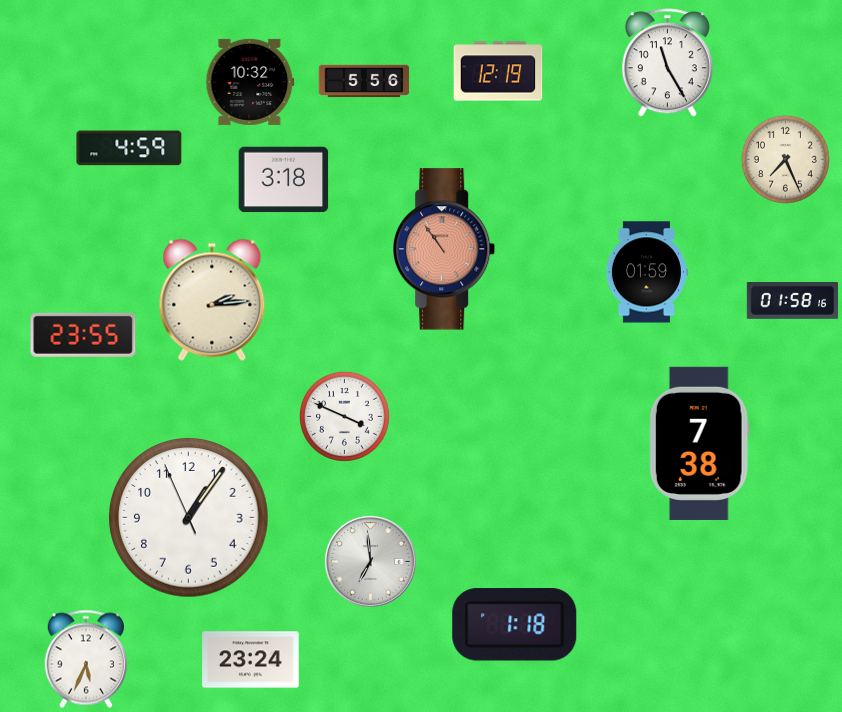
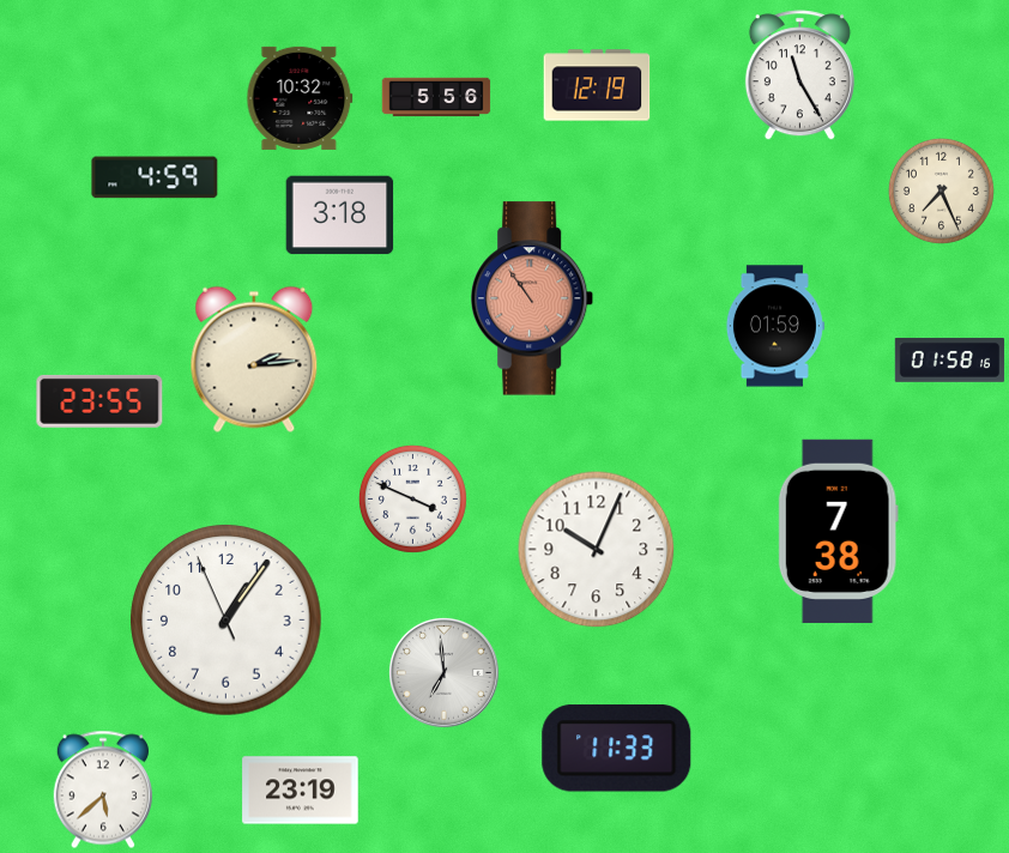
clock at (597, 550): none -> 10:04
clock at (515, 625): 1:18 -> 11:33
clock at (86, 659): 5:34 -> 5:38
clock at (251, 660): 23:24 -> 23:19
